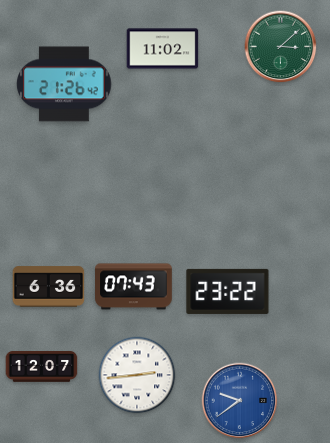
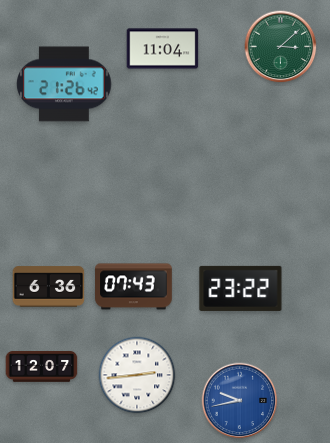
clock at (163, 49): 11:02 -> 11:04
clock at (228, 291) position: (228, 291) -> (241, 288)
clock at (240, 401): 9:39 -> 9:43
